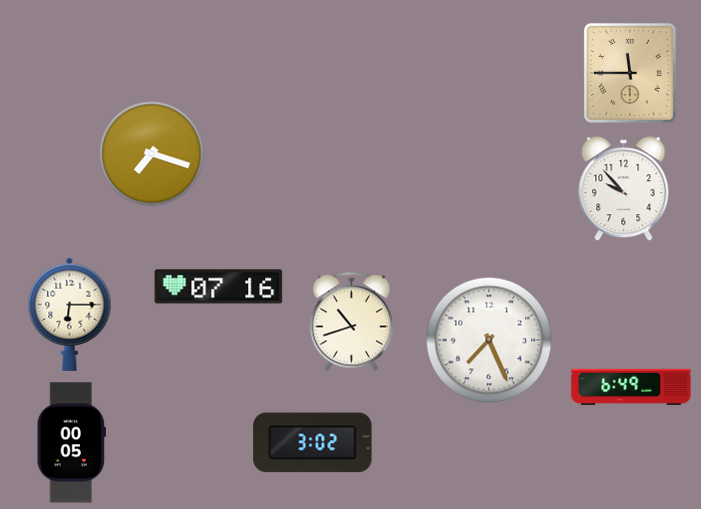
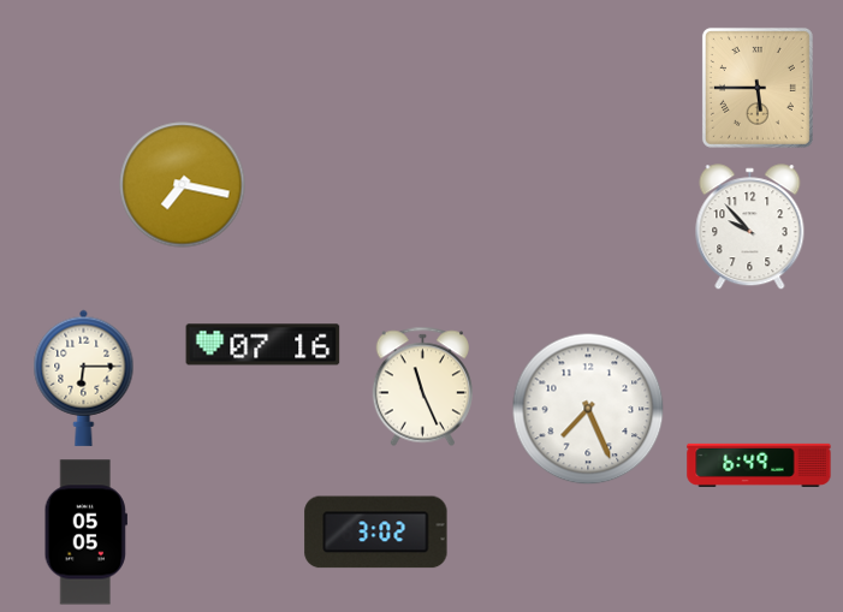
clock at (630, 73): 11:45 -> 5:45
clock at (152, 154): 7:18 -> 7:17
clock at (351, 322): 10:42 -> 11:26
clock at (71, 443): 00:05 -> 05:05
